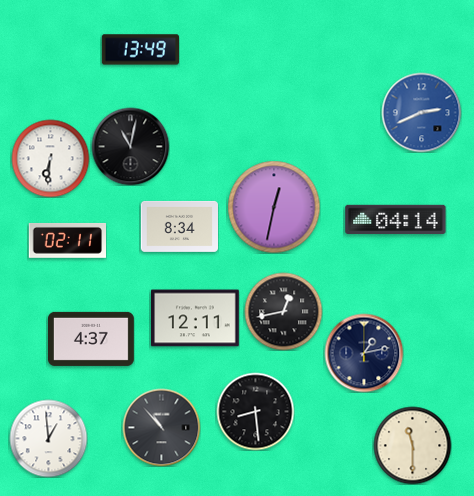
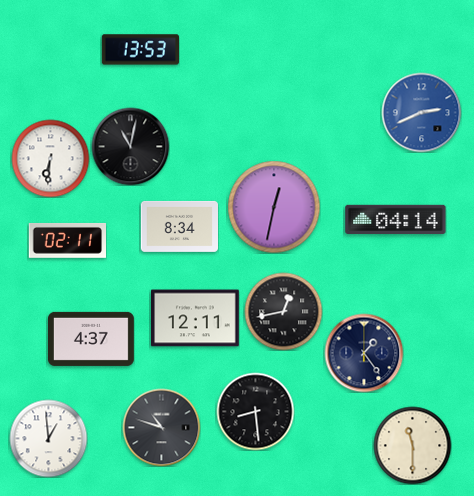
clock at (140, 50): 13:49 -> 13:53
clock at (364, 353): 1:13 -> 1:24
clock at (161, 427): 10:53 -> 10:48
